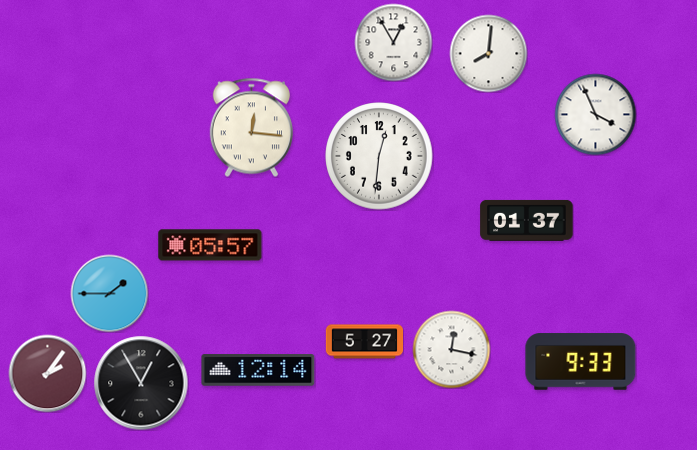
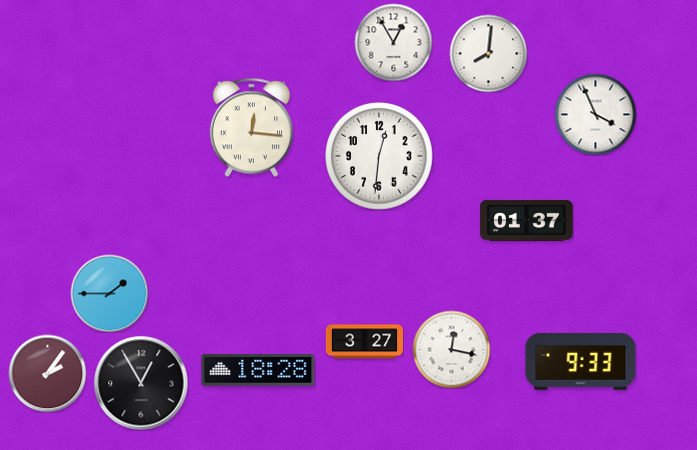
clock at (210, 245): 05:57 -> none
clock at (364, 342): 5:27 -> 3:27
clock at (258, 370): 12:14 -> 18:28
